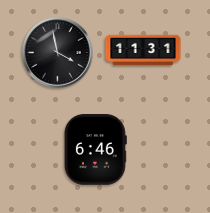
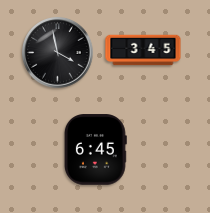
clock at (143, 50): 11:31 -> 3:45
clock at (95, 150): 6:46 -> 6:45
